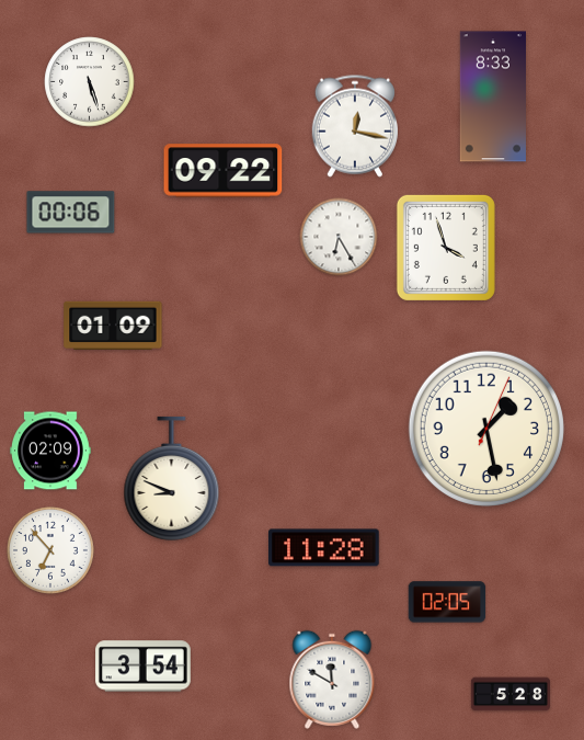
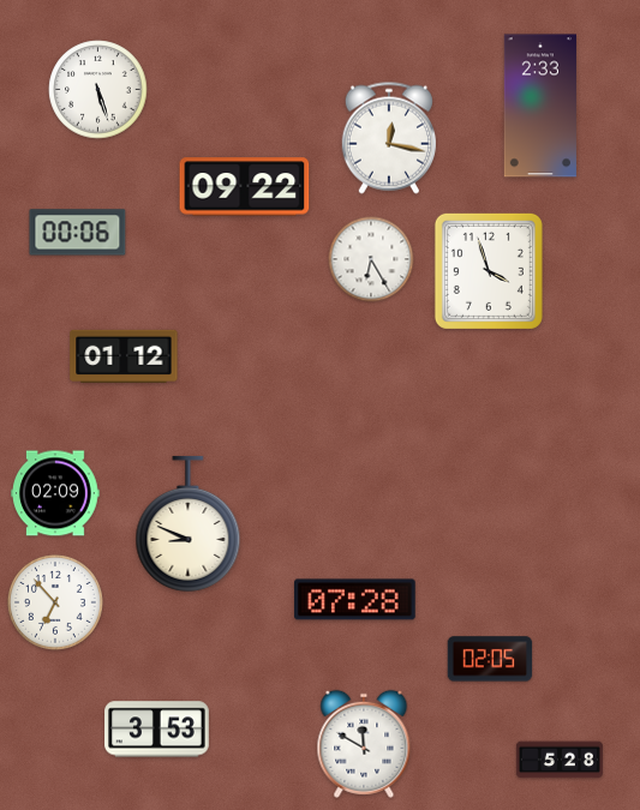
clock at (493, 96): 8:33 -> 2:33
clock at (113, 326): 01:09 -> 01:12
clock at (486, 429): 1:28 -> none
clock at (324, 548): 11:28 -> 07:28
clock at (144, 667): 3:54 -> 3:53
